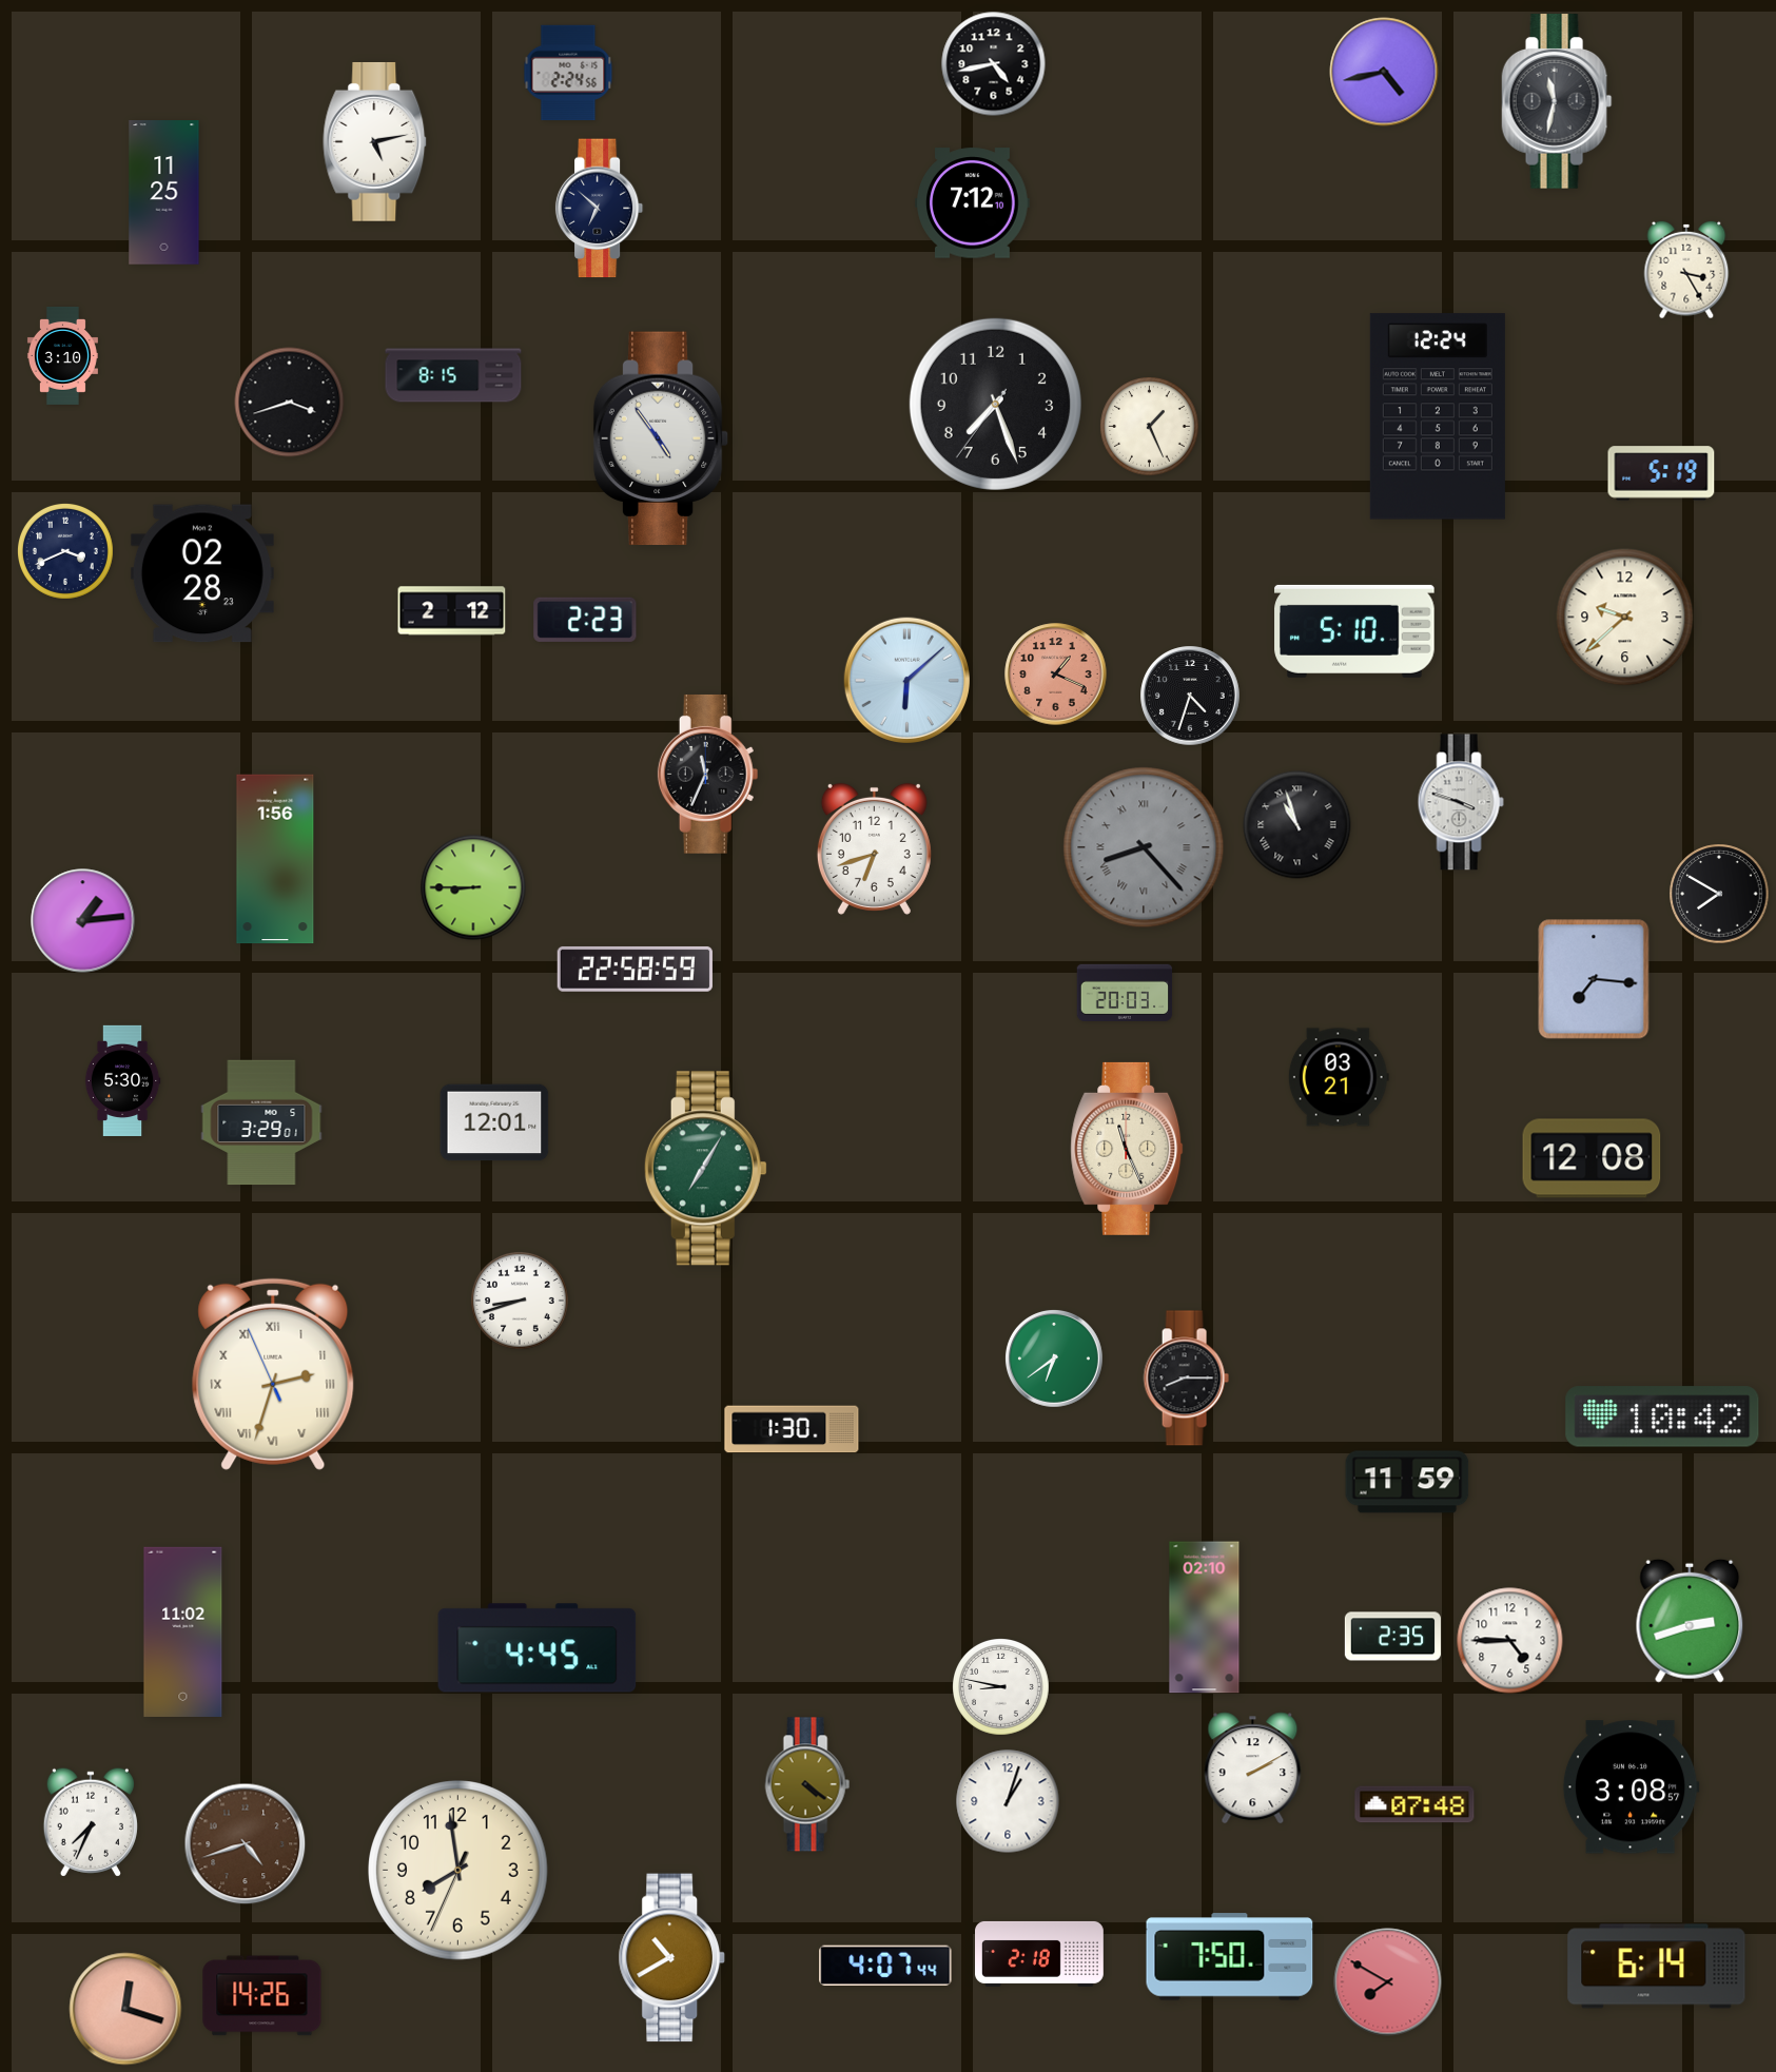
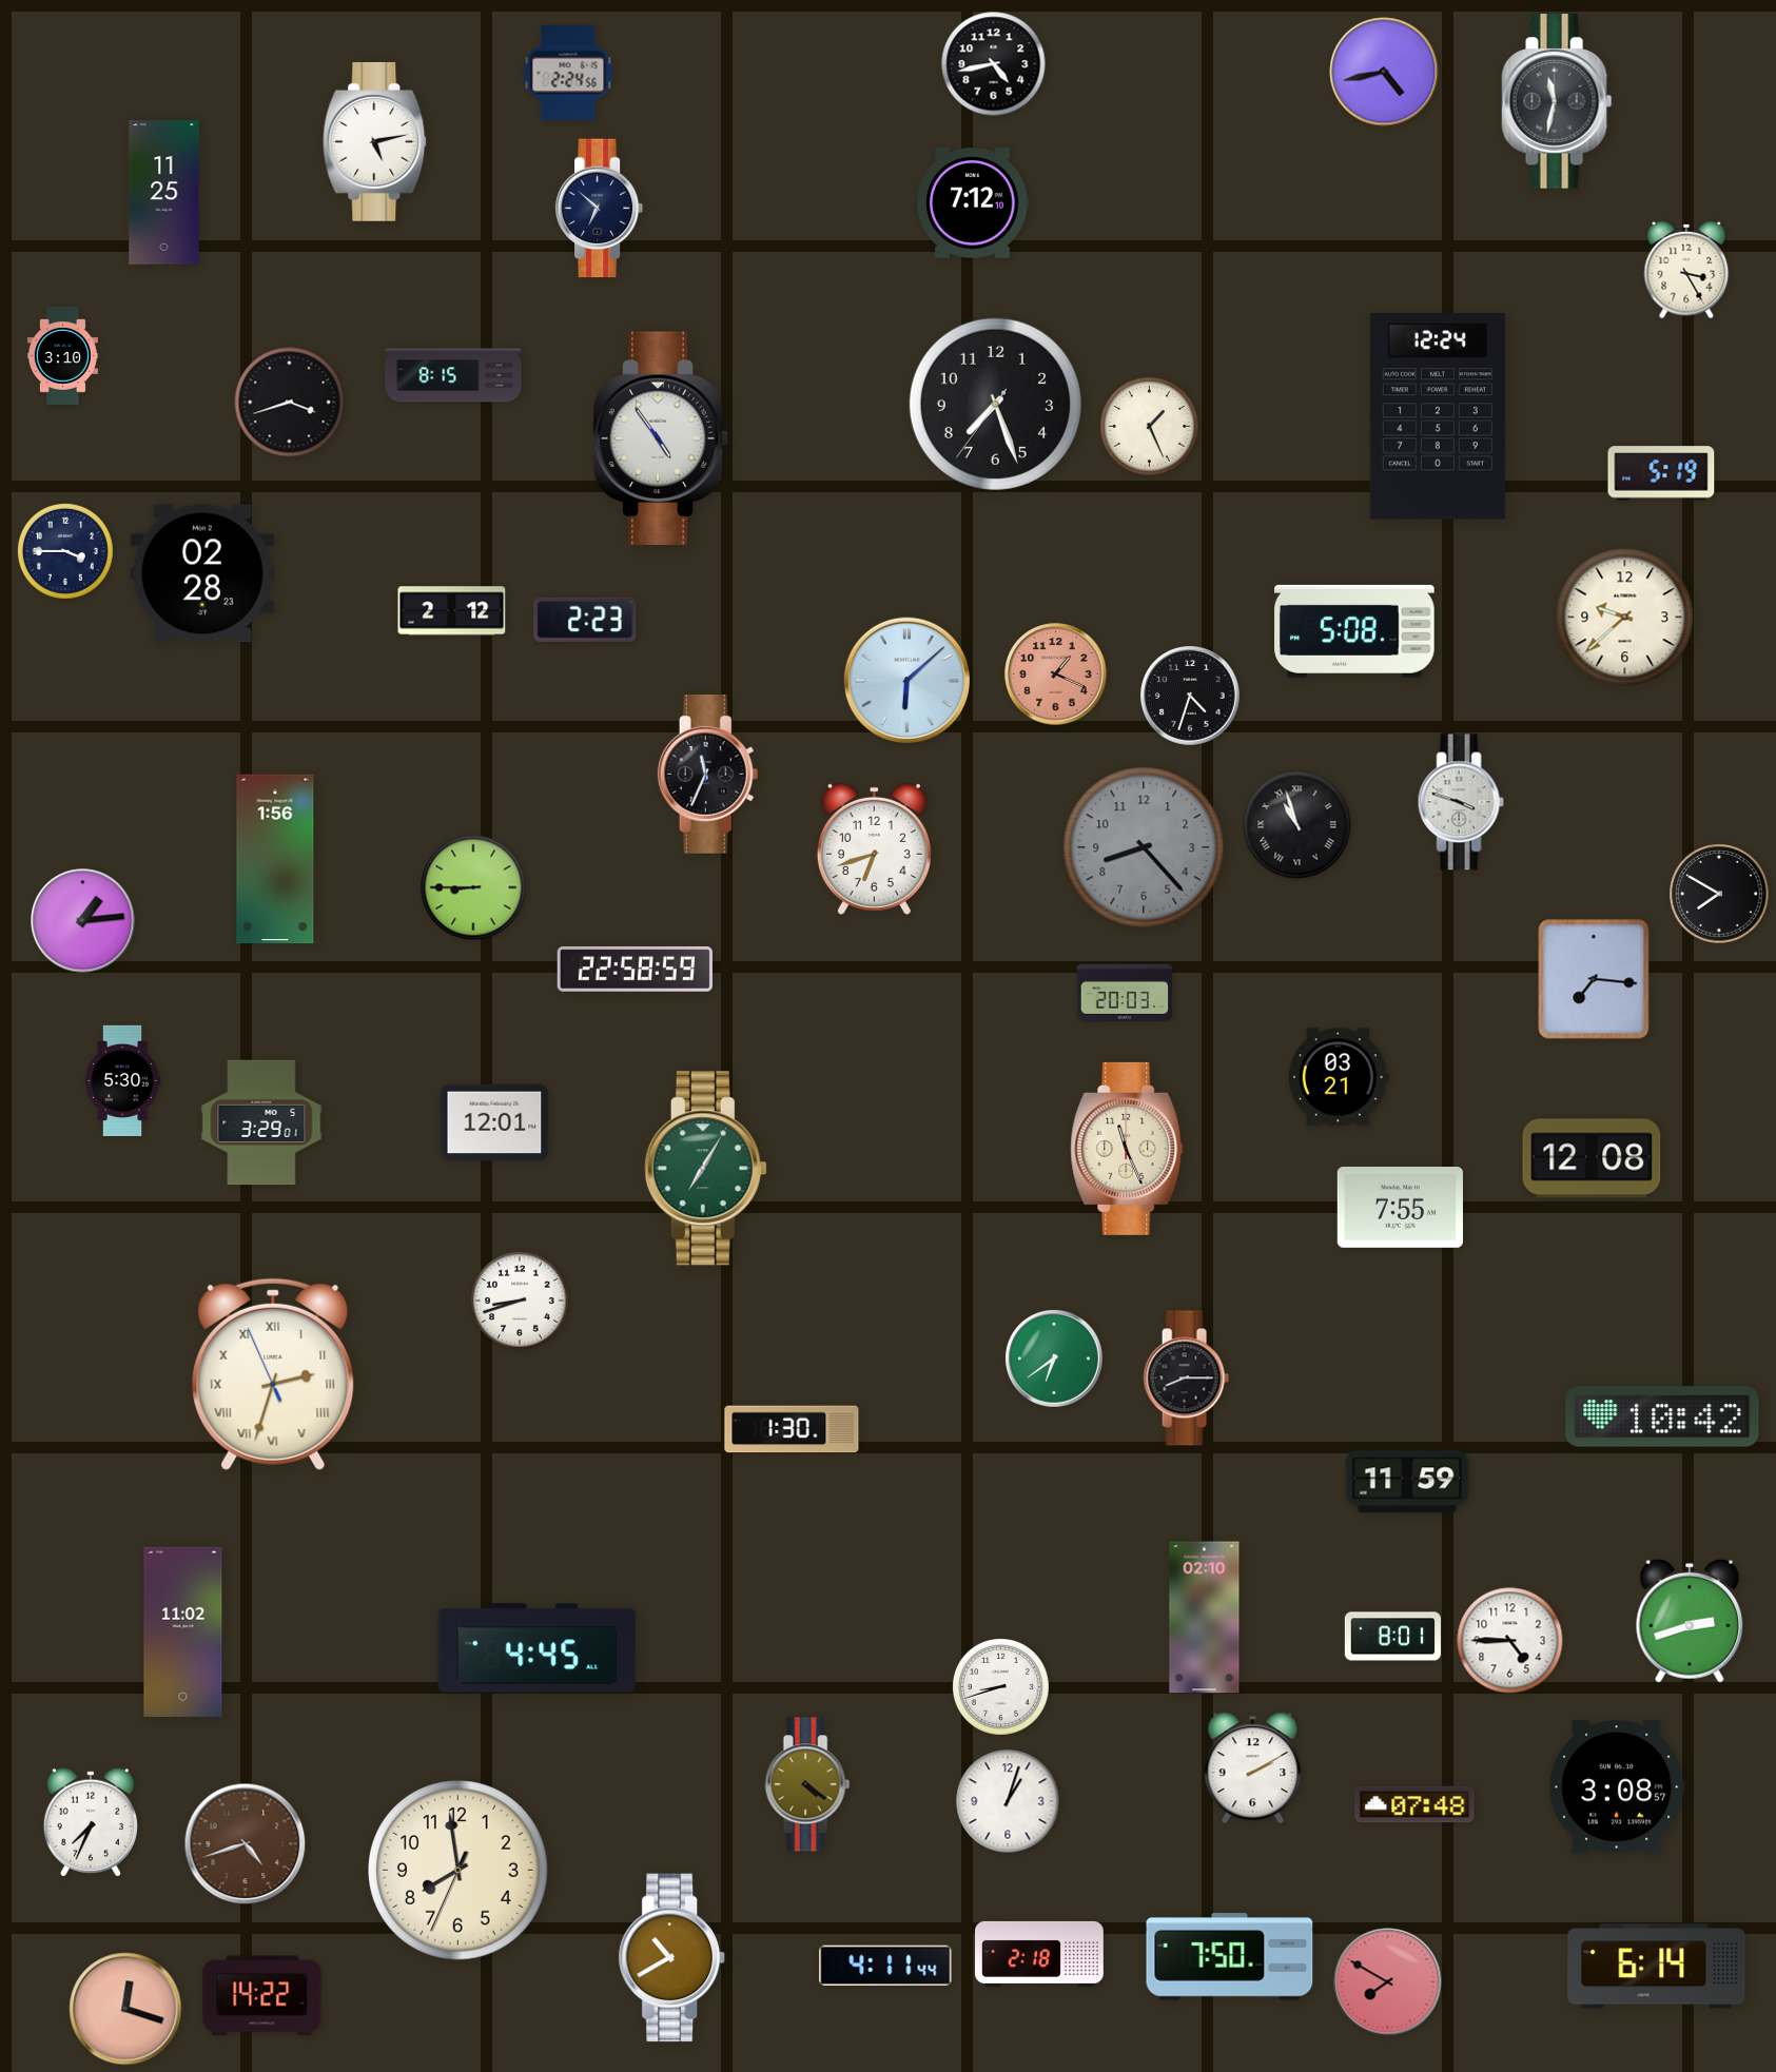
clock at (65, 551): 3:41 -> 3:45
clock at (1354, 631): 5:10 -> 5:08
clock at (1144, 847) numerals: Roman -> Arabic
clock at (1400, 1207): none -> 7:55
clock at (1392, 1637): 2:35 -> 8:01
clock at (1001, 1687): 8:47 -> 8:42
clock at (1631, 1787) position: (1631, 1787) -> (1617, 1787)
clock at (885, 1966): 4:07 -> 4:11
clock at (262, 1996): 14:26 -> 14:22
